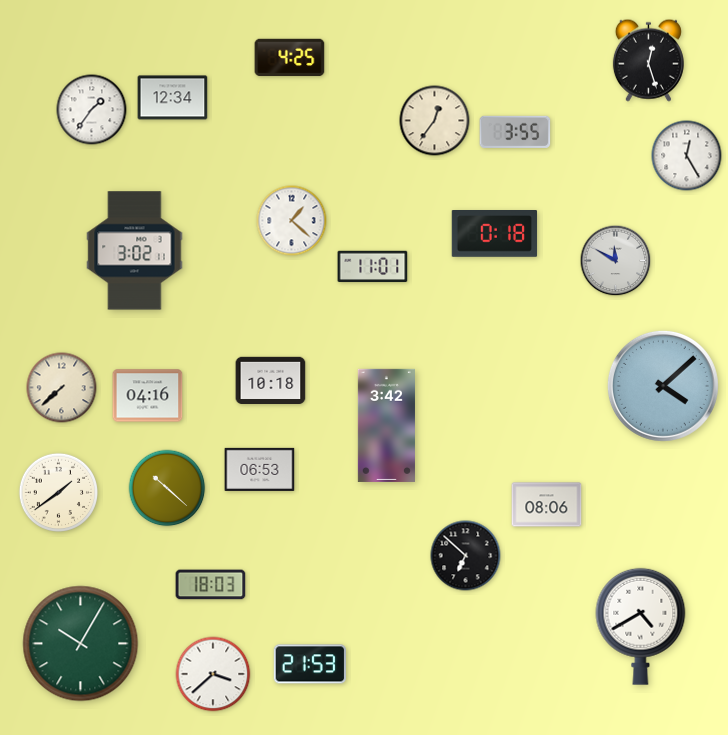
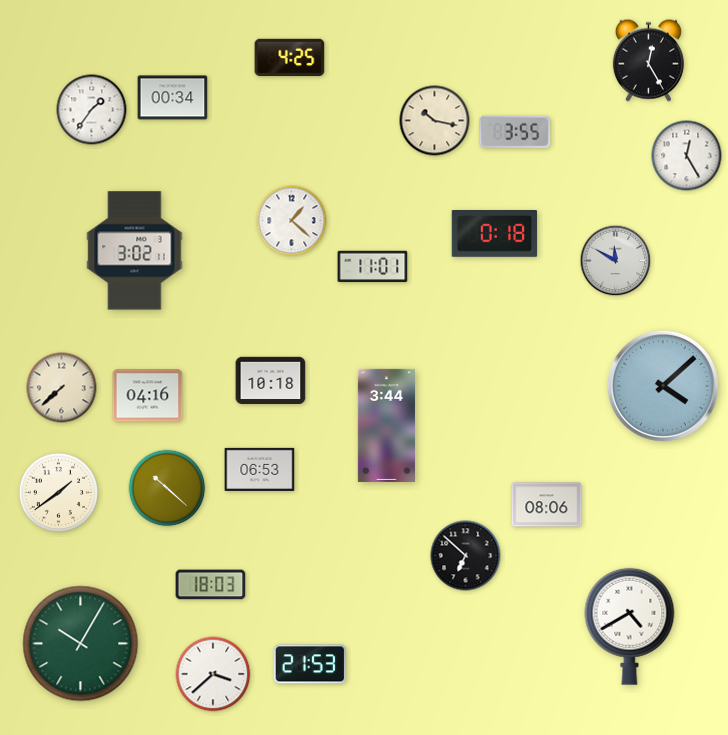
clock at (648, 60): 12:27 -> 12:25
clock at (173, 98): 12:34 -> 00:34
clock at (435, 121): 12:36 -> 10:17
clock at (386, 425): 3:42 -> 3:44
clock at (641, 626) position: (641, 626) -> (630, 626)
